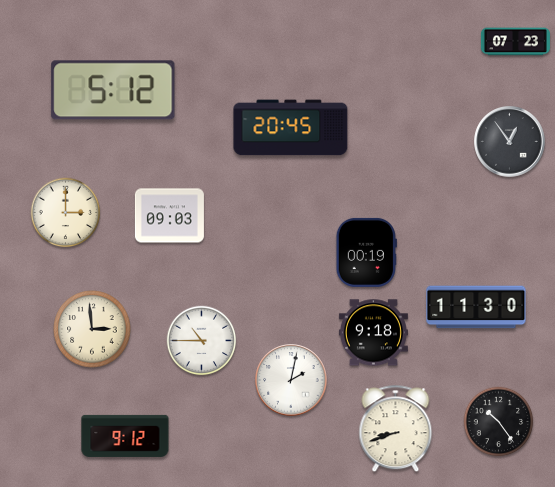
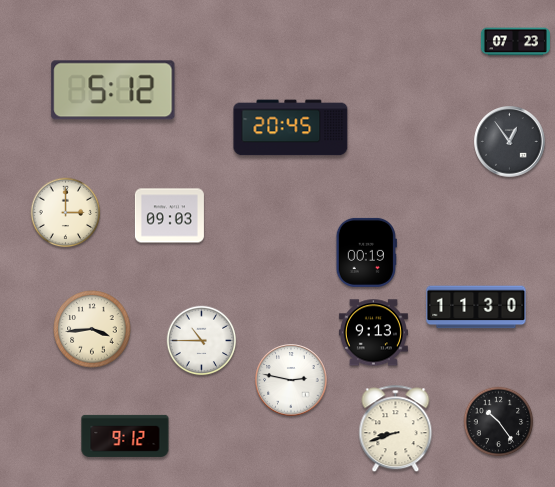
clock at (92, 329): 2:59 -> 3:44
clock at (373, 333): 9:18 -> 9:13
clock at (291, 380): 2:02 -> 2:47
